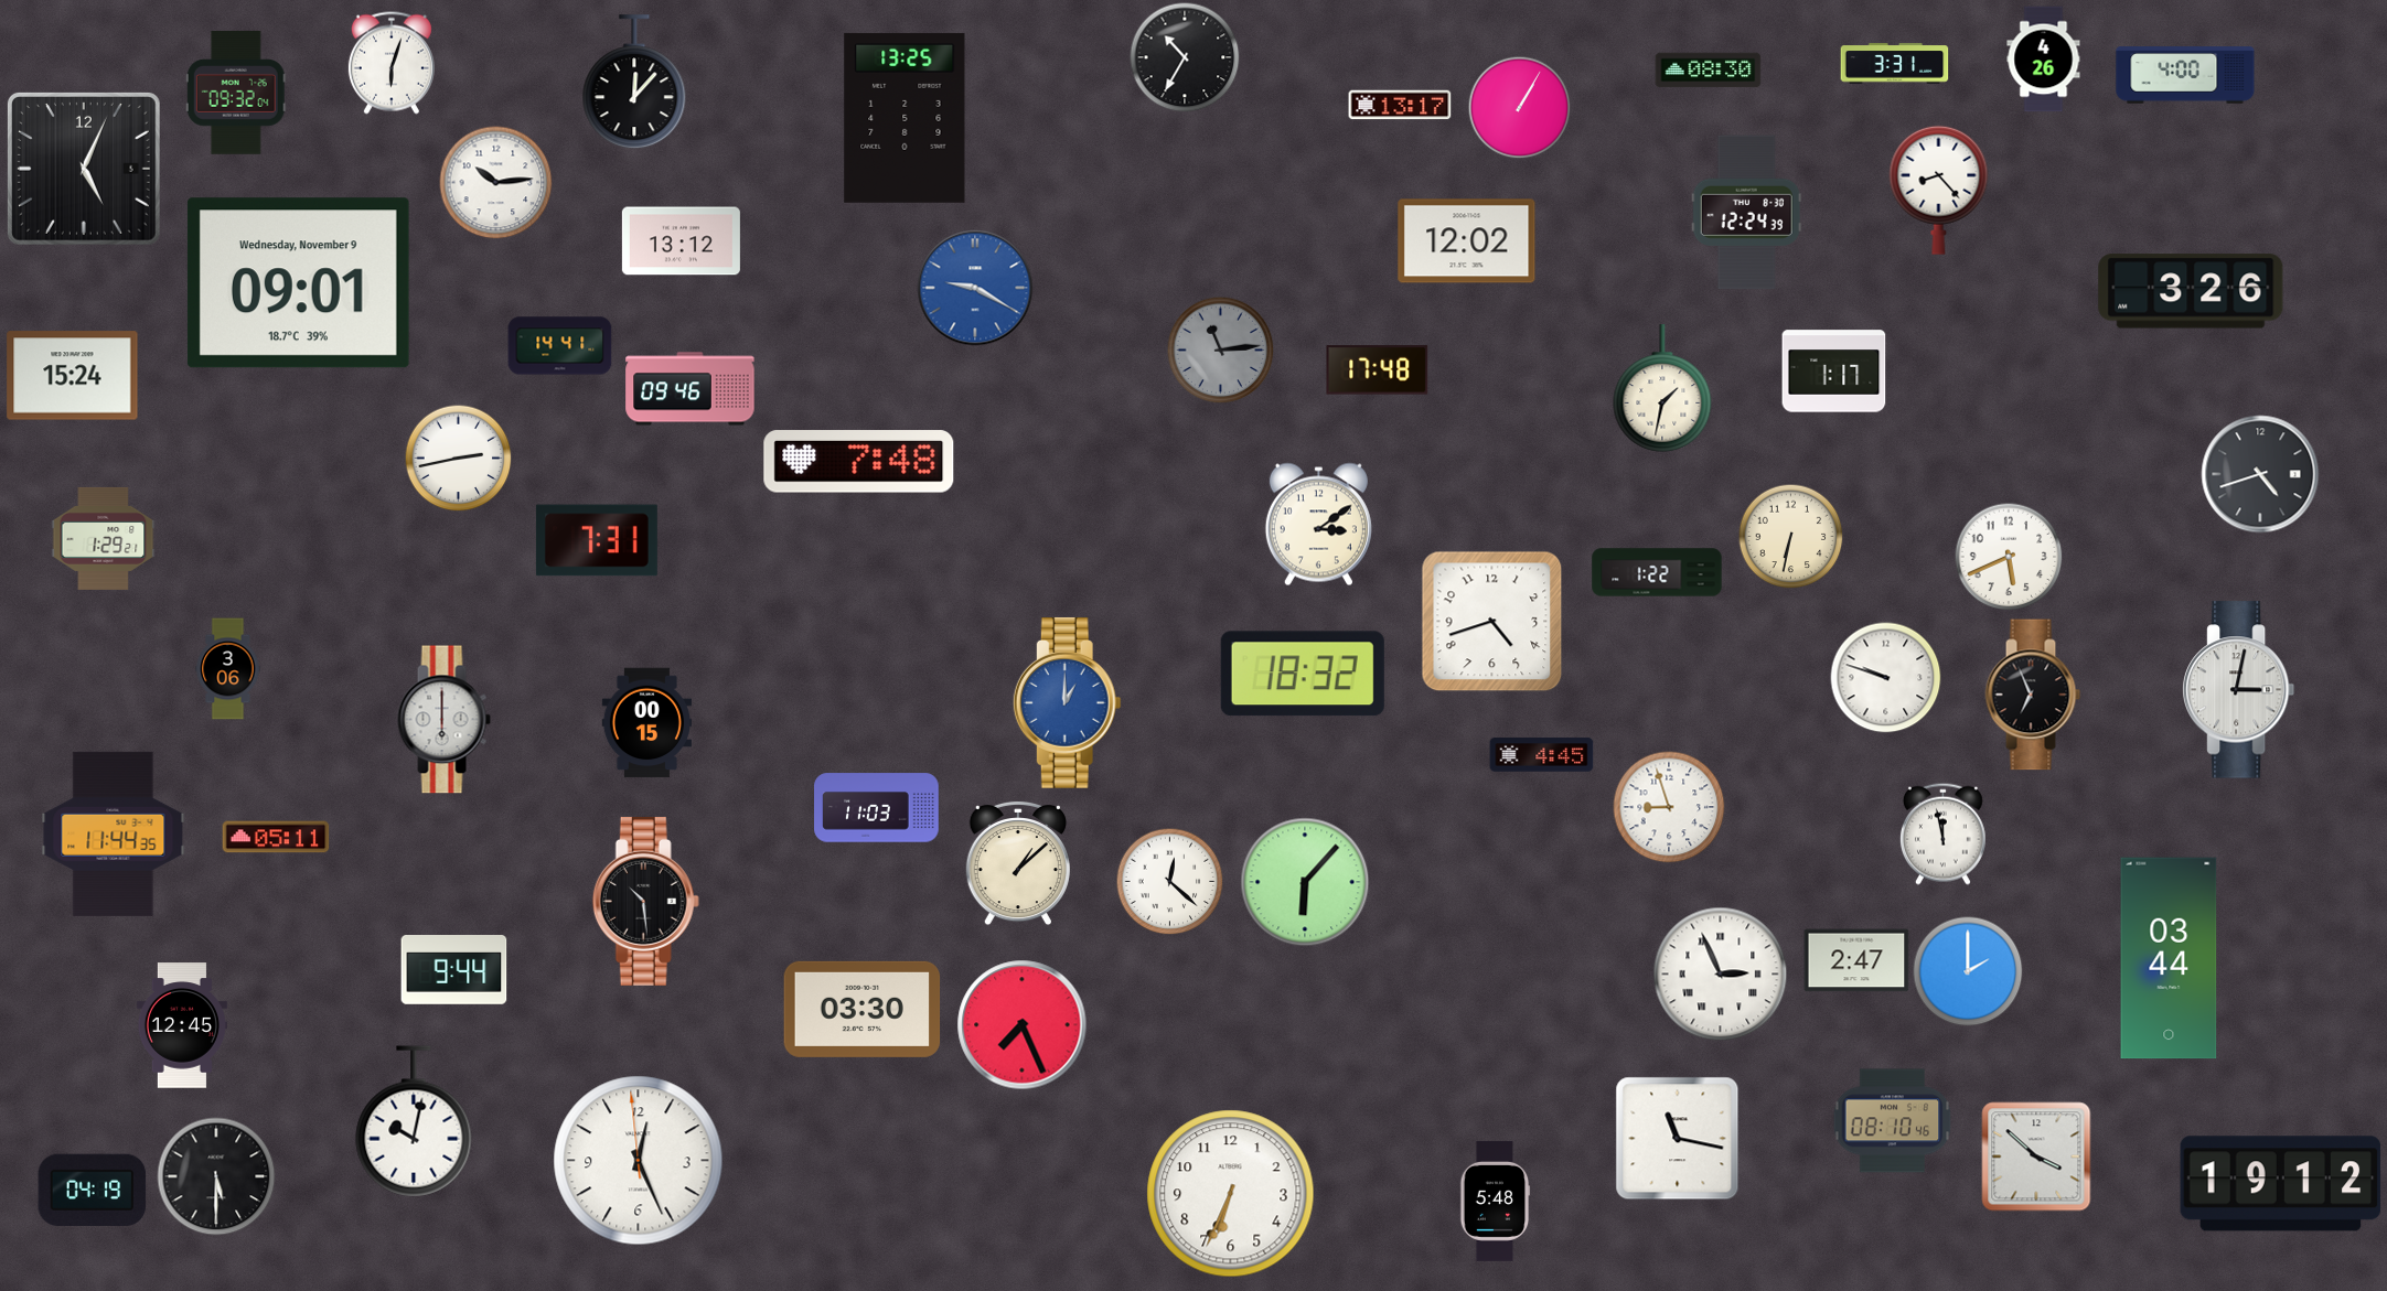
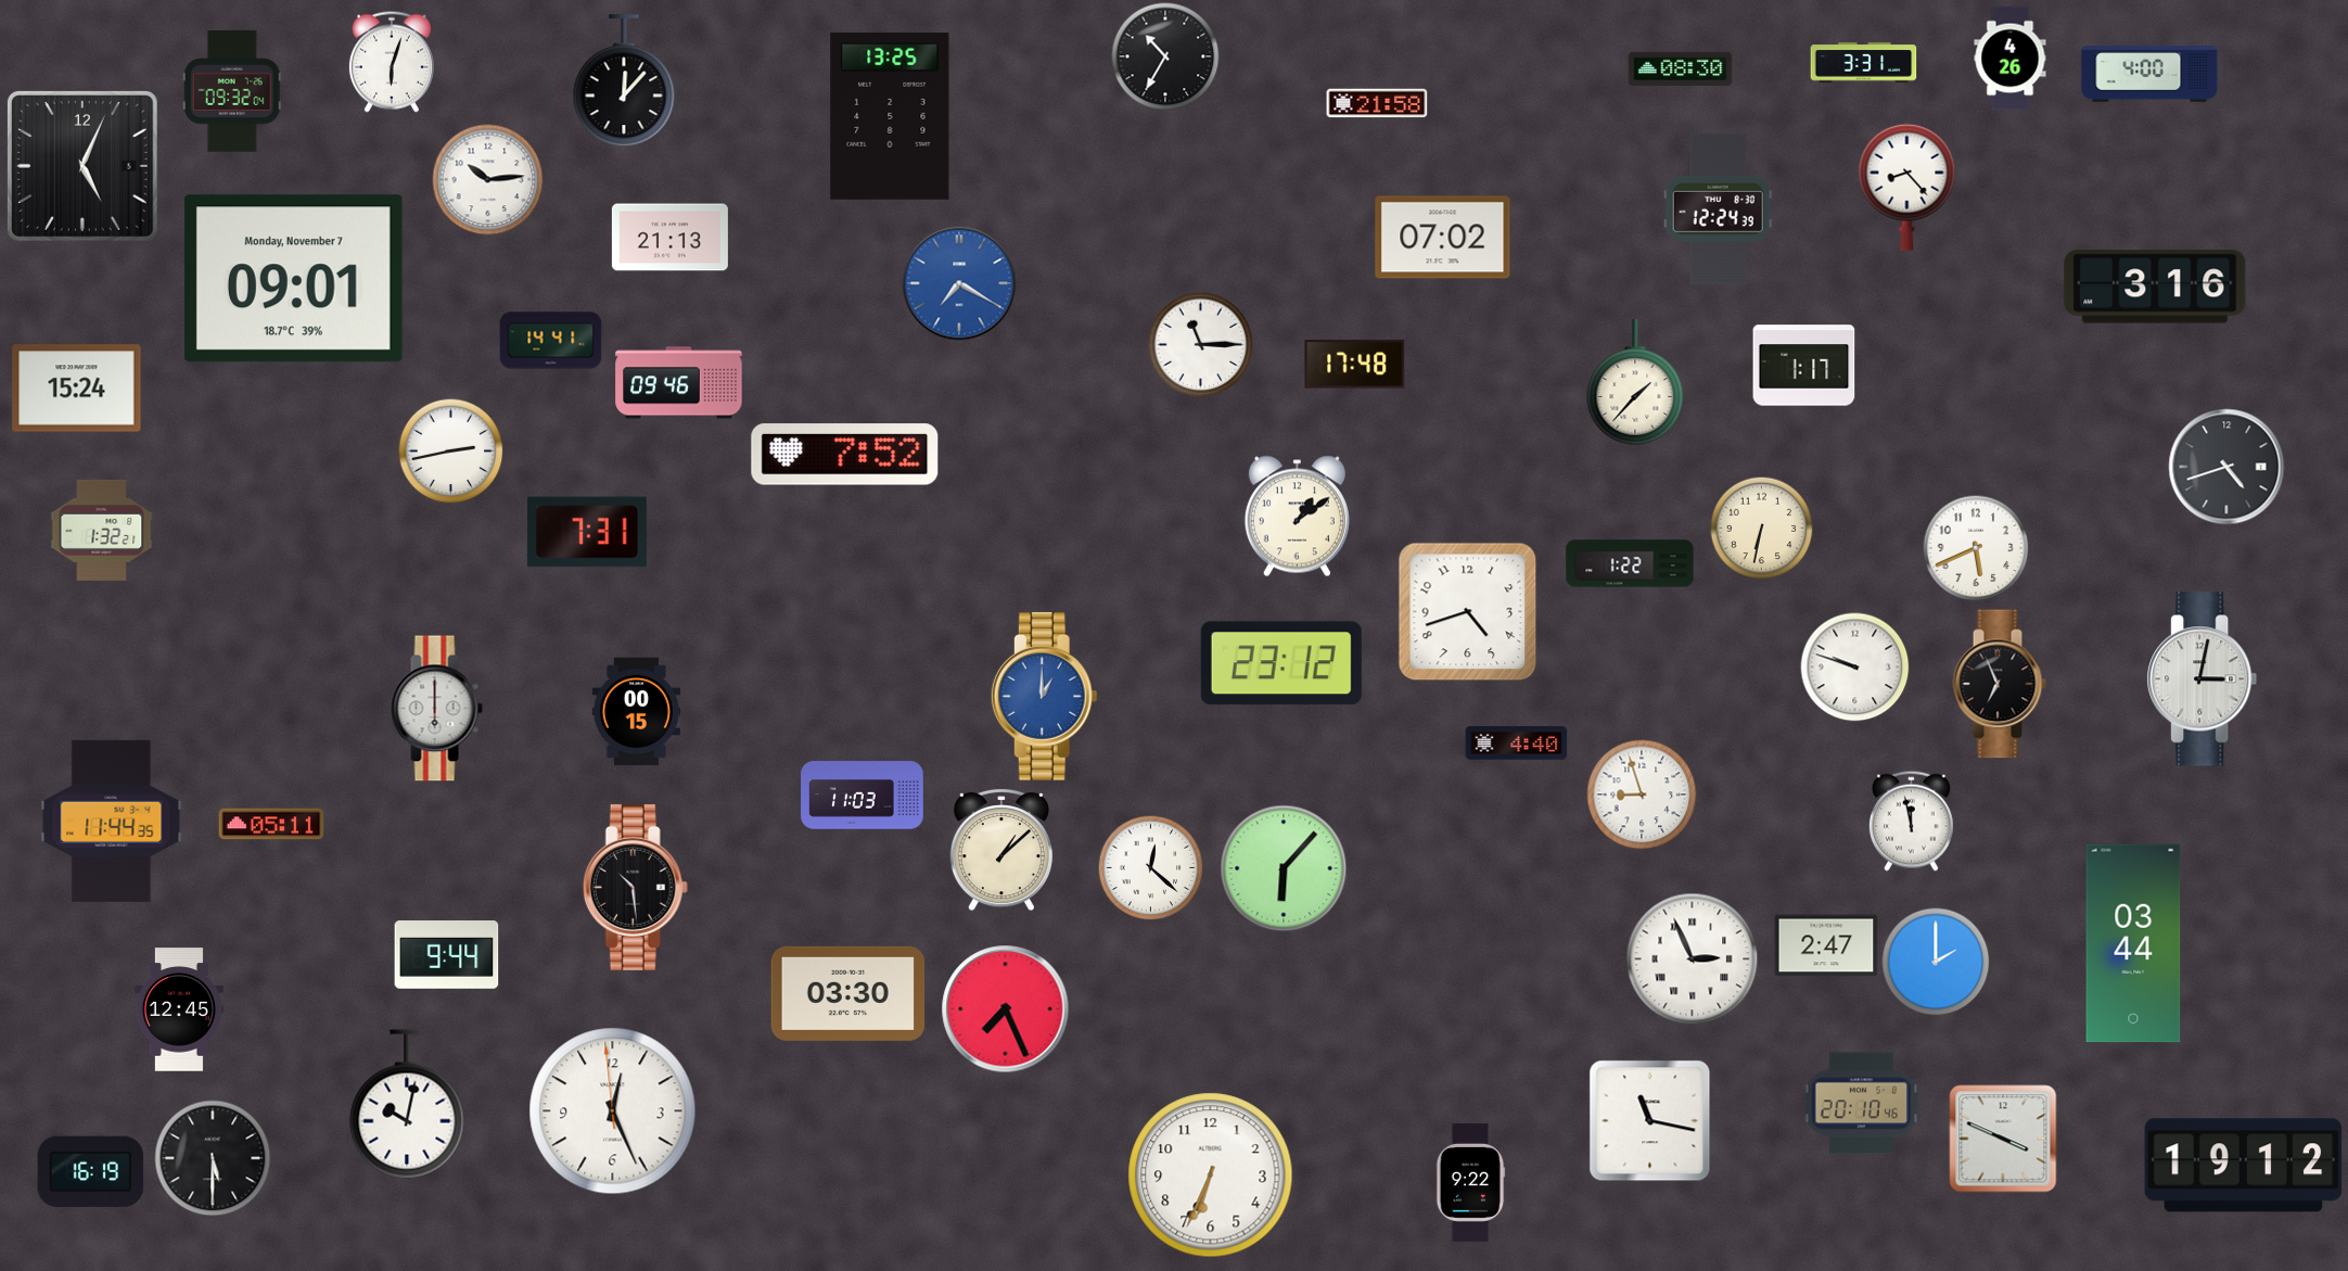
clock at (392, 63) position: (392, 63) -> (392, 62)
clock at (1400, 105): 13:17 -> 21:58
clock at (1519, 107): 1:05 -> none
clock at (681, 241): 13:12 -> 21:13
clock at (1467, 241): 12:02 -> 07:02
clock at (298, 283) date: Wednesday, November 9 -> Monday, November 7
clock at (975, 288): 9:20 -> 7:20
clock at (2191, 291): 3:26 -> 3:16
clock at (1220, 349): 11:14 -> 11:15
clock at (1220, 349) dial: grey -> white
clock at (73, 376) position: (73, 376) -> (77, 389)
clock at (1662, 388): 1:32 -> 1:37
clock at (859, 462): 7:48 -> 7:52
clock at (2260, 474) position: (2260, 474) -> (2226, 467)
clock at (1318, 525): 3:09 -> 1:09
clock at (104, 538): 1:29 -> 1:32
clock at (228, 669): 3:06 -> none
clock at (1303, 674): 18:32 -> 23:12
clock at (1067, 702) position: (1067, 702) -> (1044, 696)
clock at (1542, 755): 4:45 -> 4:40
clock at (1968, 971) position: (1968, 971) -> (1936, 962)
clock at (1893, 1121): 08:10 -> 20:10
clock at (2036, 1156): 3:52 -> 3:49
clock at (639, 1161) position: (639, 1161) -> (613, 1111)
clock at (93, 1190): 04:19 -> 16:19
clock at (1495, 1201): 5:48 -> 9:22
